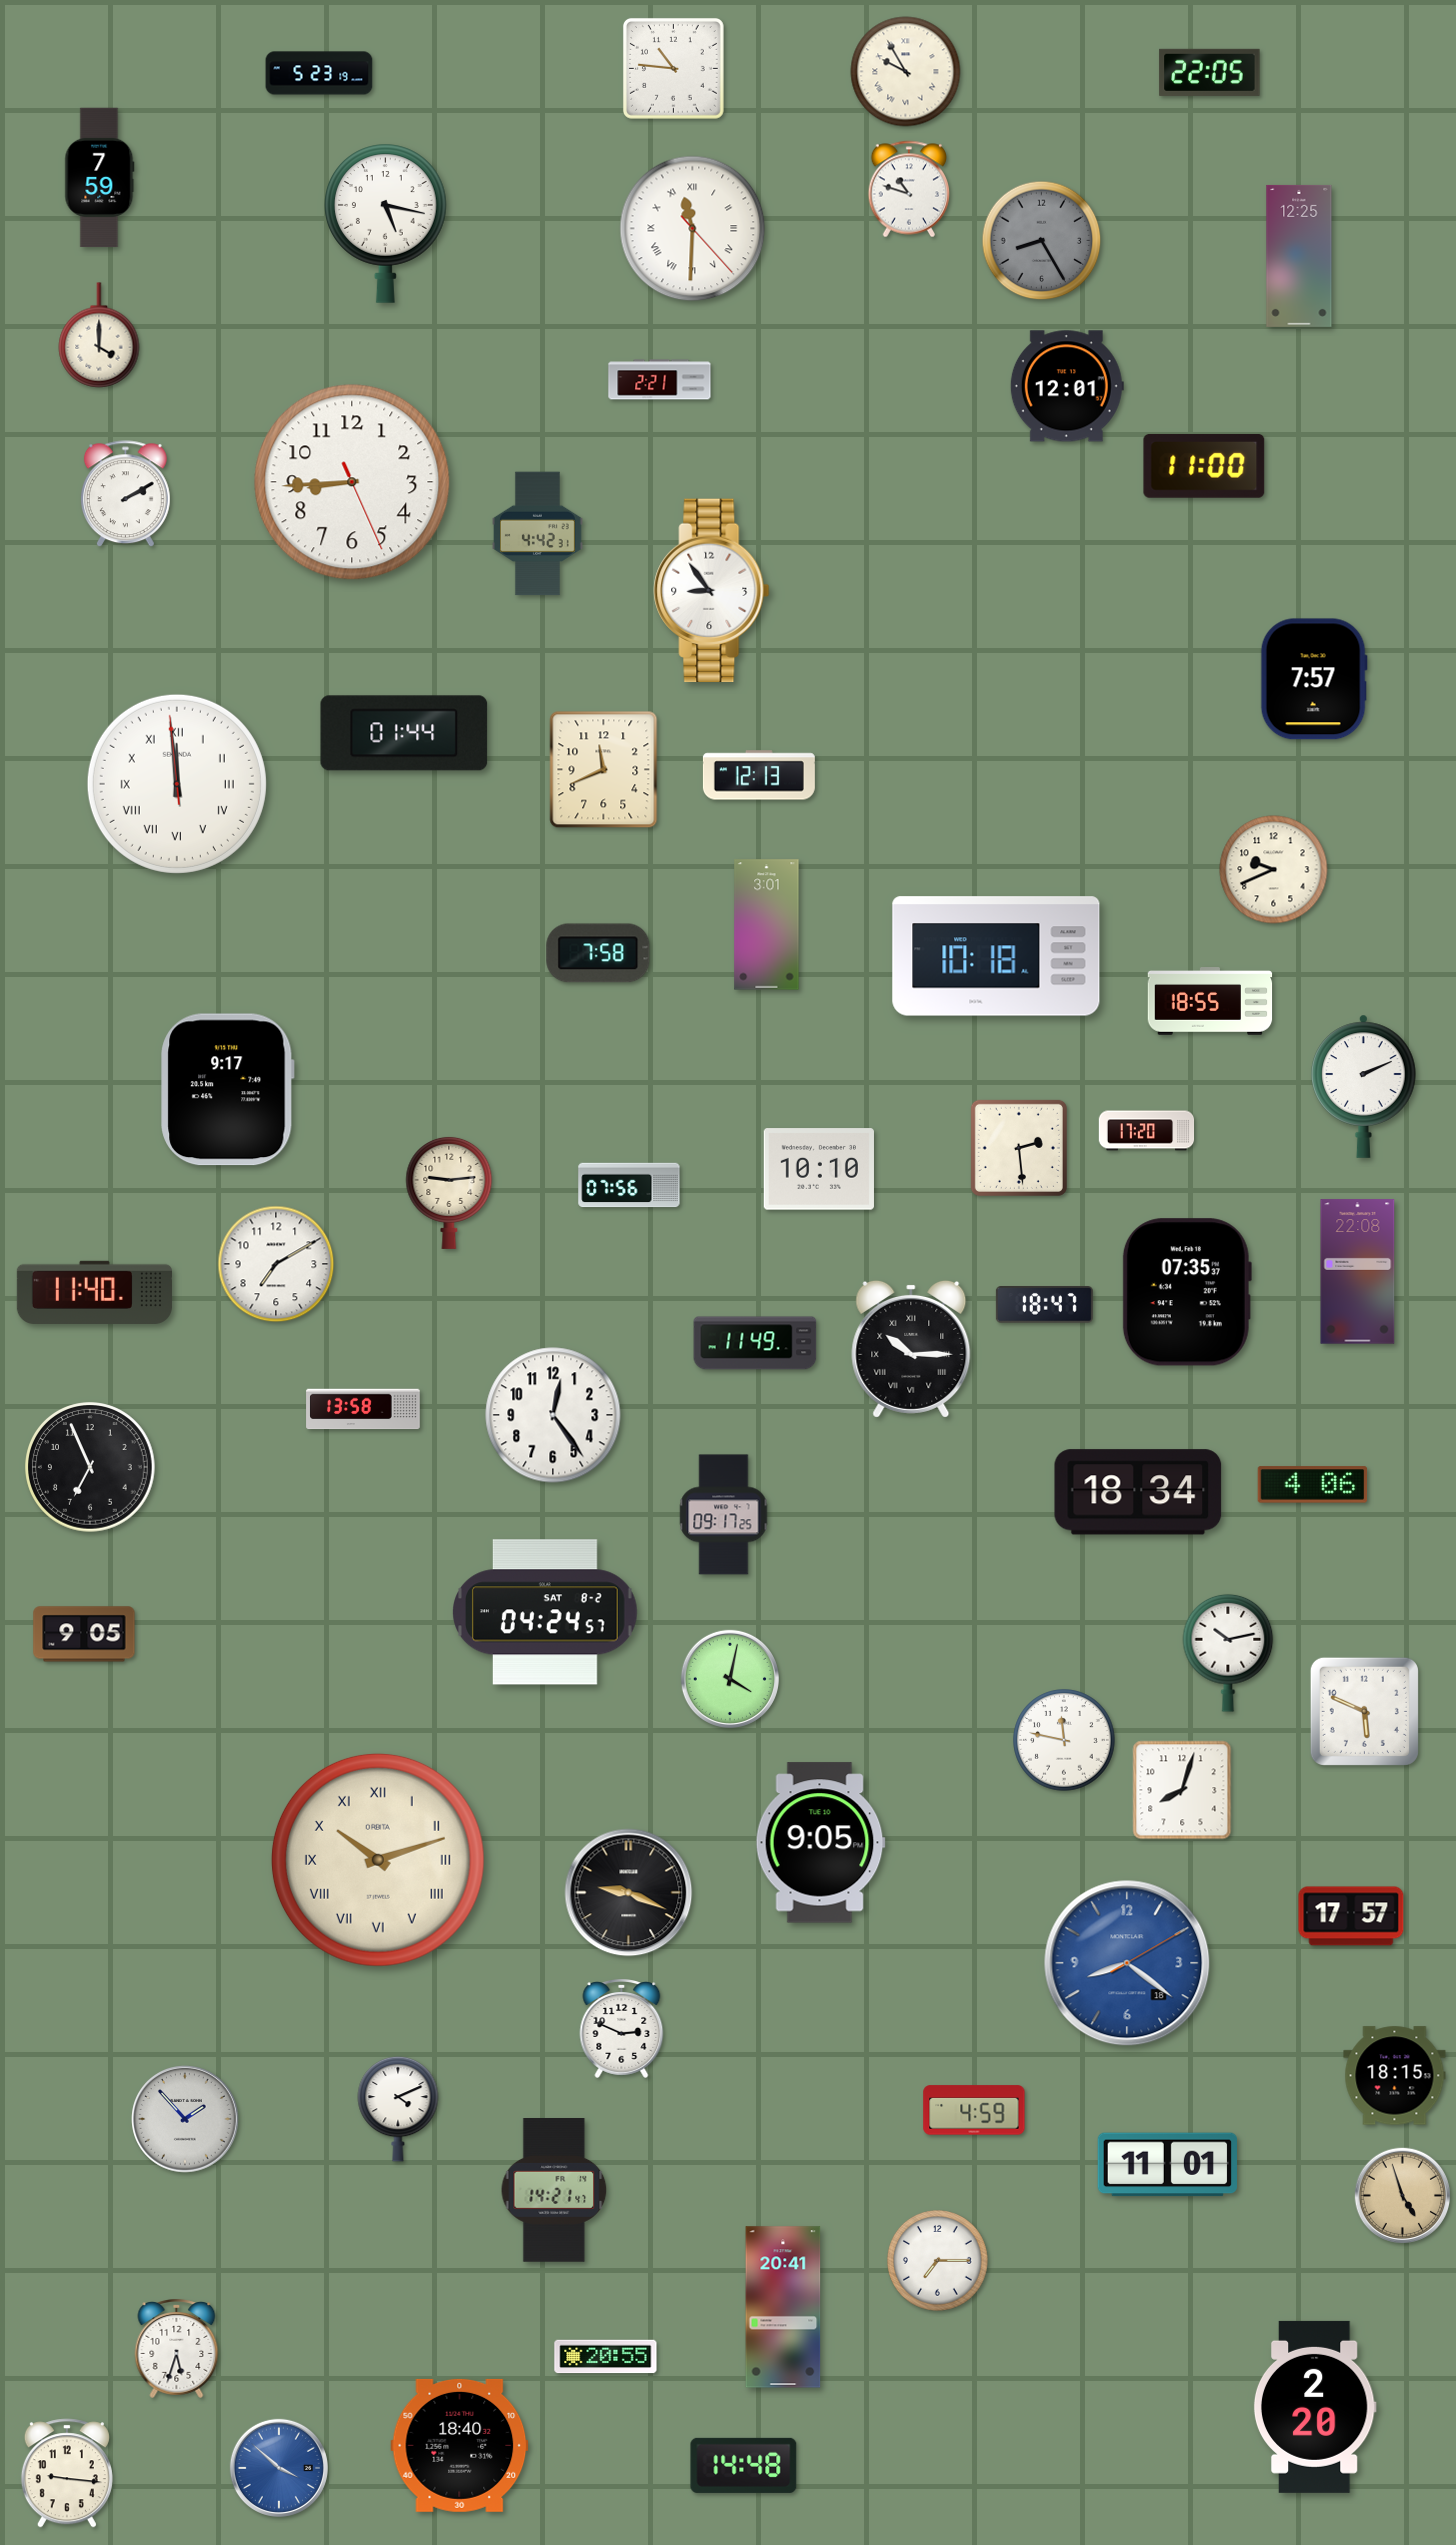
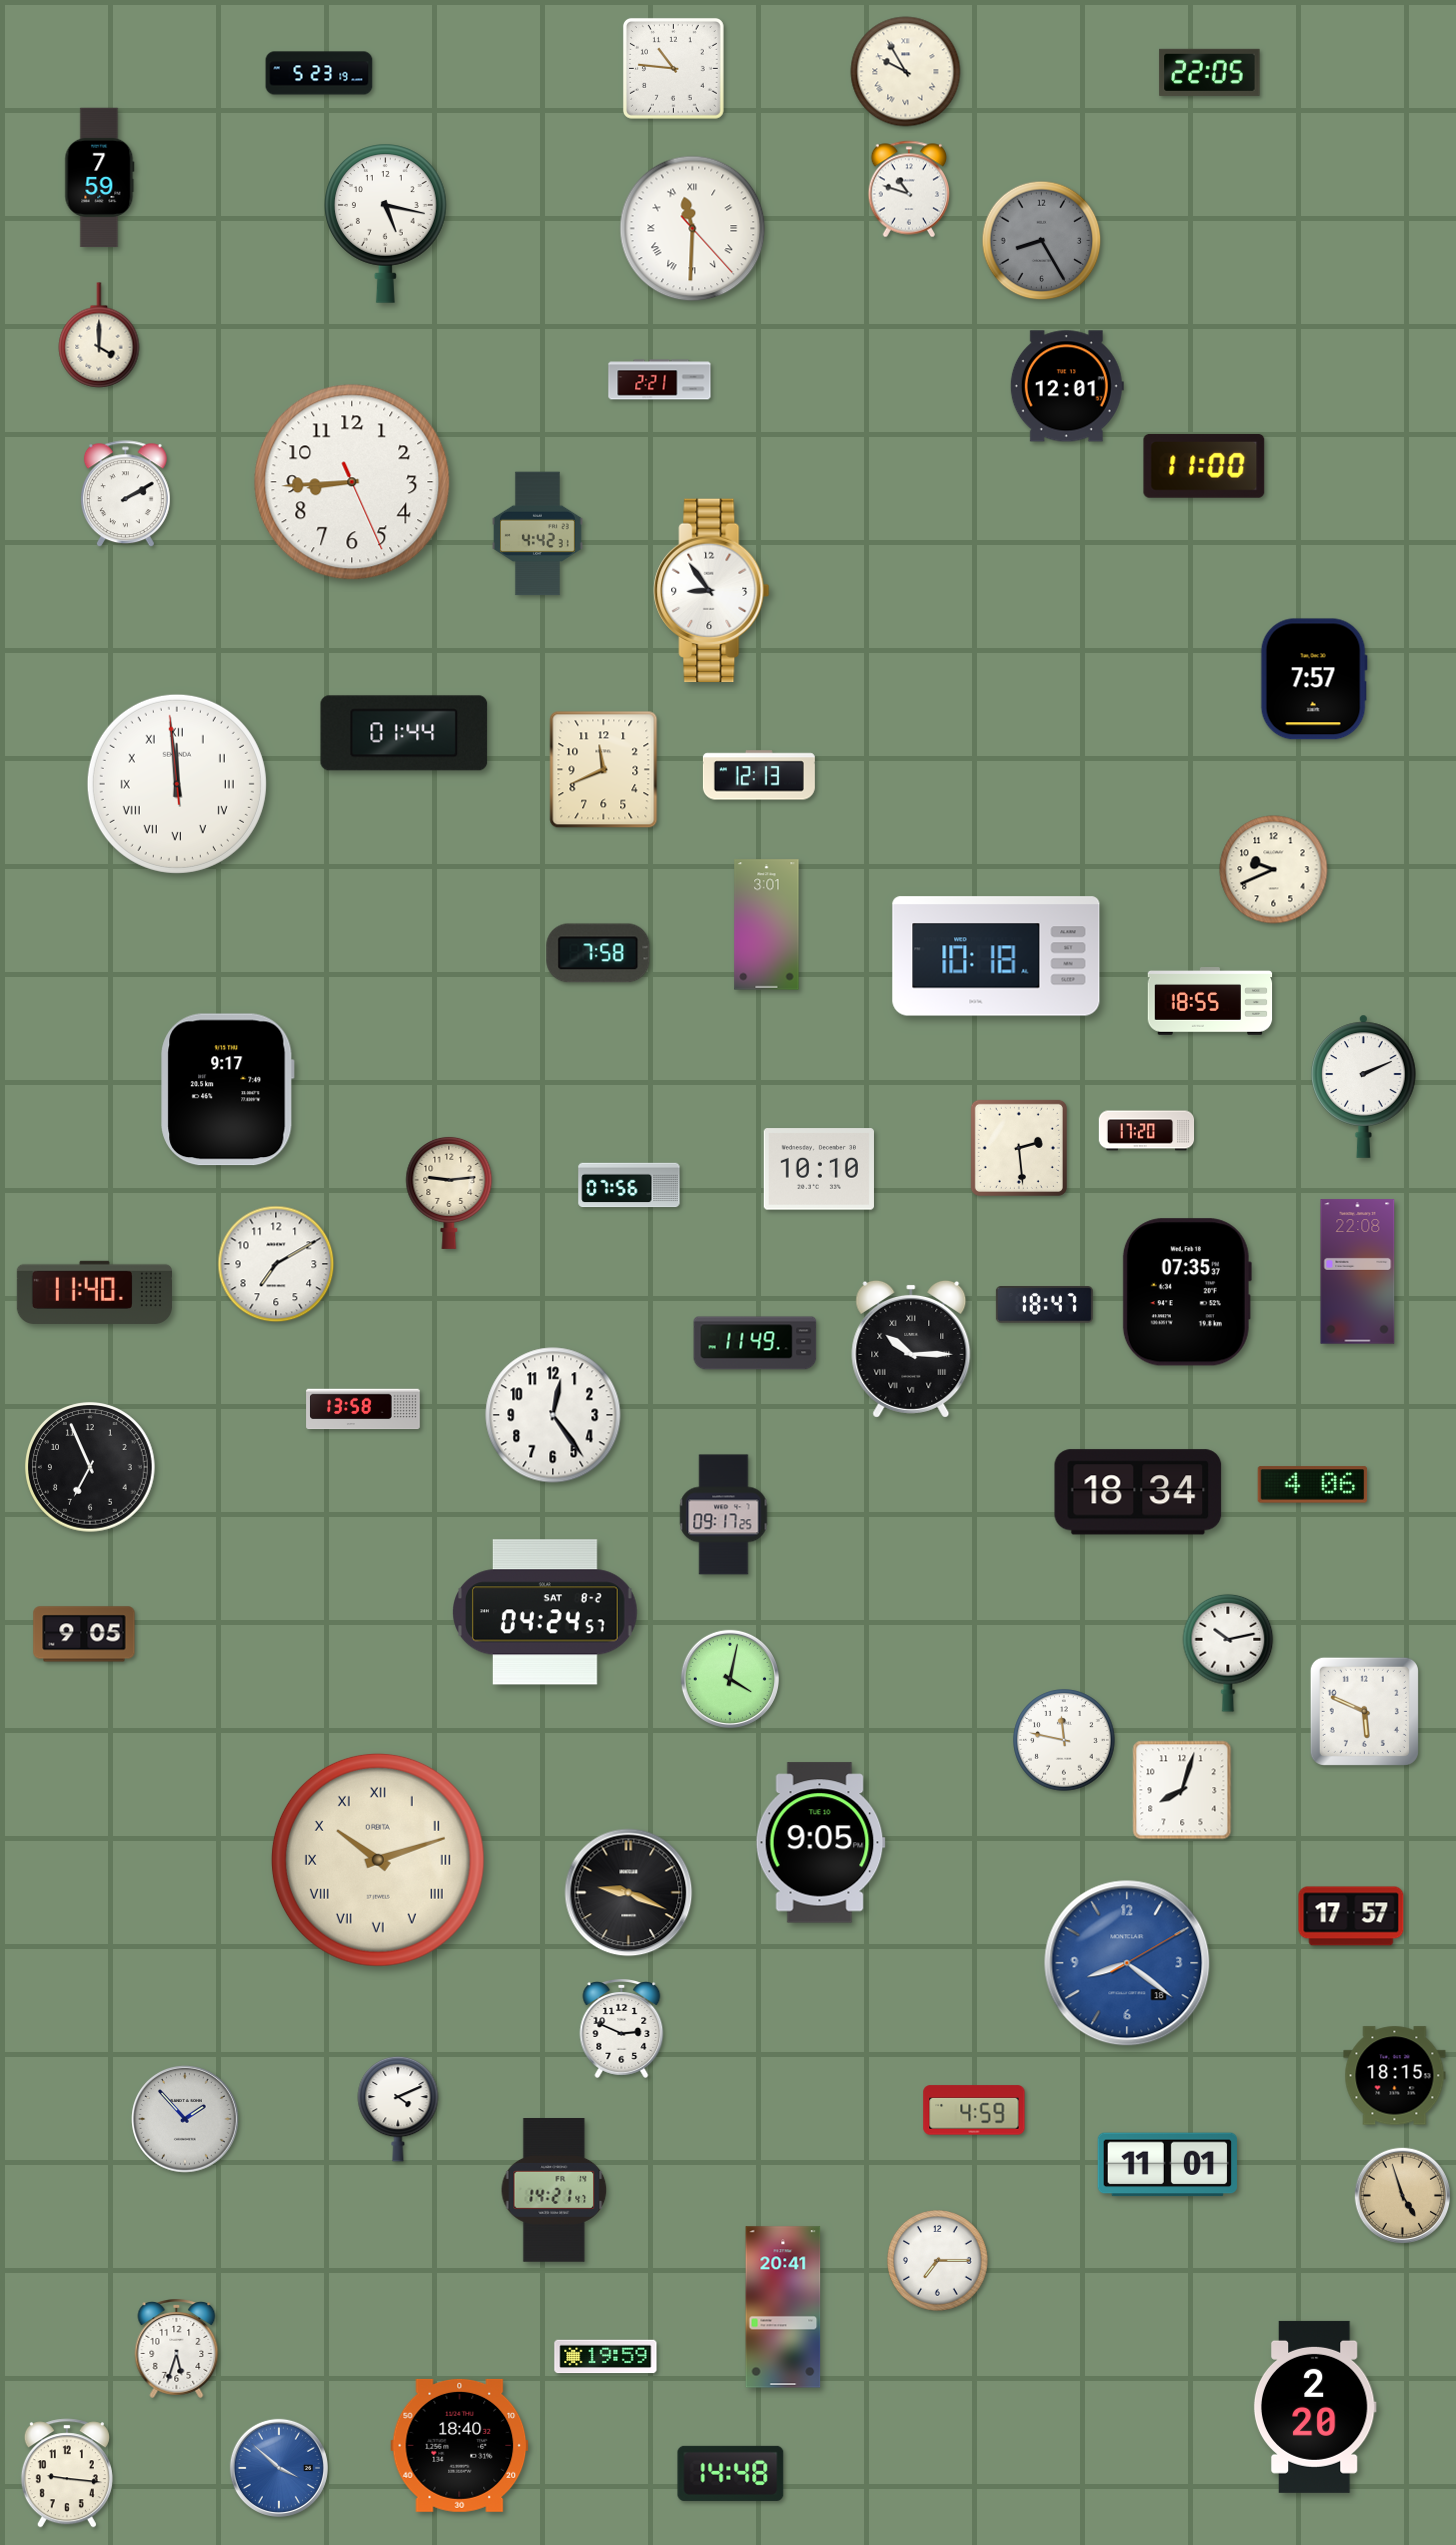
clock at (1299, 256): 12:25 -> none
clock at (606, 2357): 20:55 -> 19:59
clock at (744, 2465) position: (744, 2465) -> (731, 2473)
